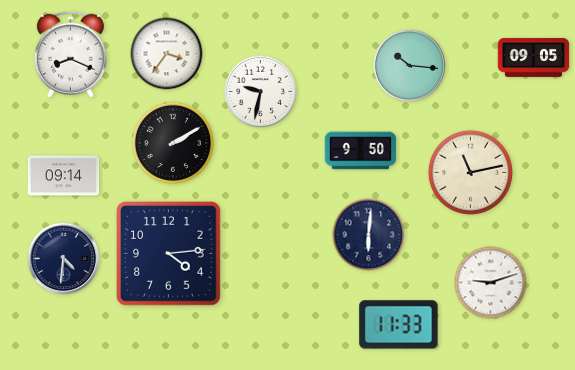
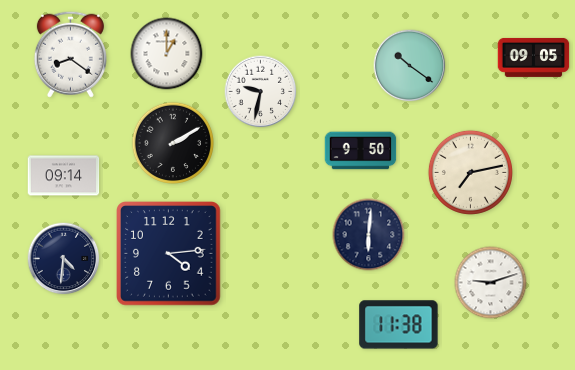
clock at (70, 54): 8:19 -> 8:21
clock at (167, 54): 3:36 -> 1:00
clock at (410, 66): 10:16 -> 10:21
clock at (470, 172): 11:13 -> 7:13
clock at (399, 325): 11:33 -> 11:38
